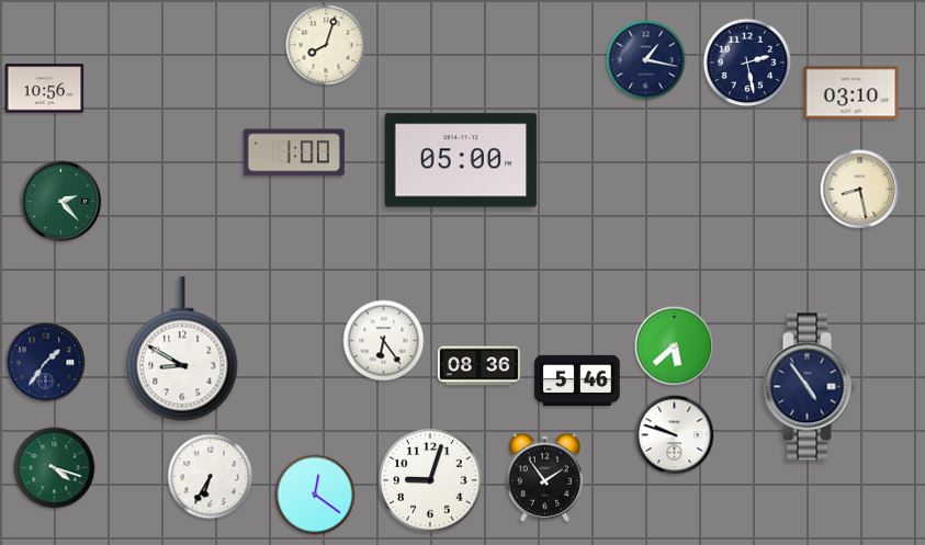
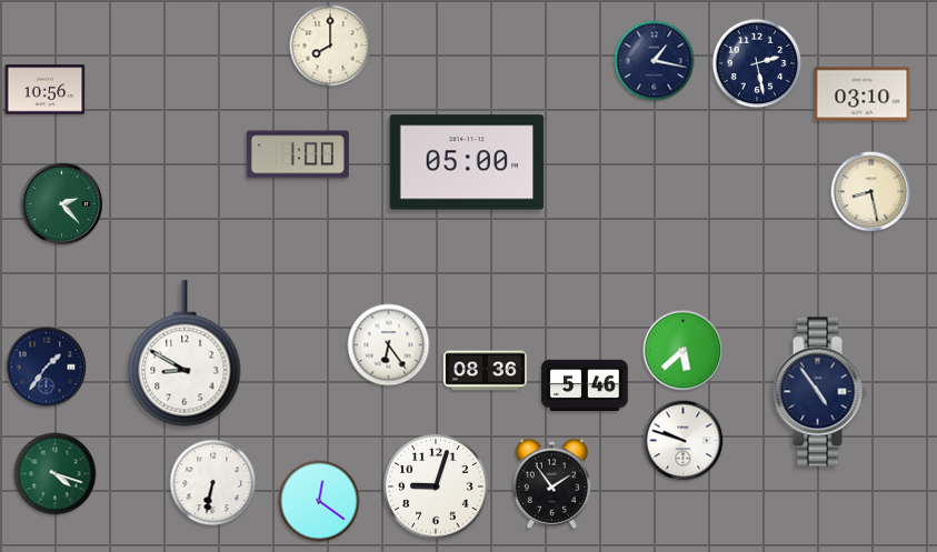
clock at (326, 45): 8:03 -> 8:00
clock at (211, 477): 6:35 -> 6:32
